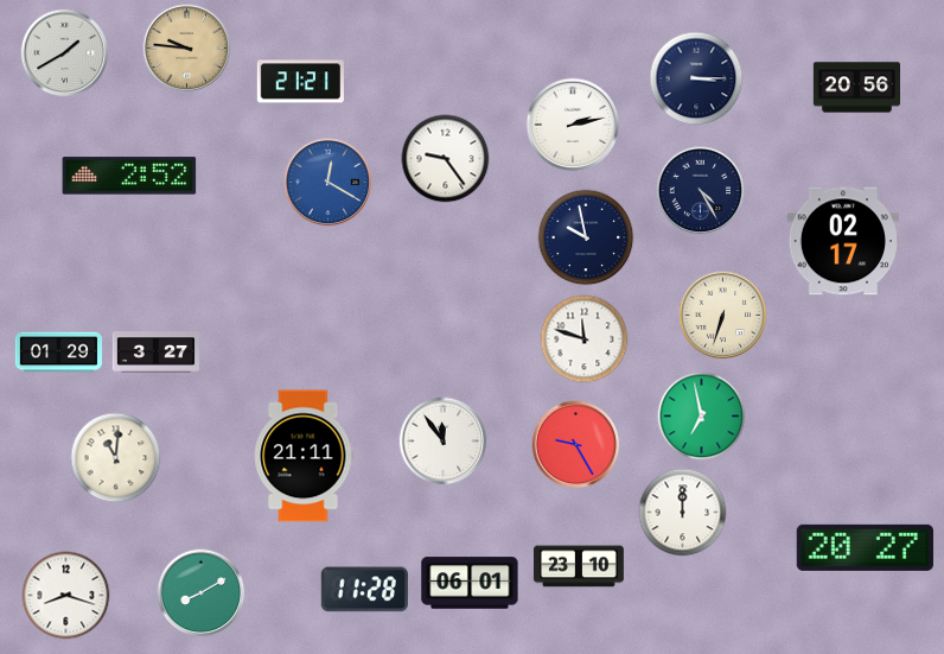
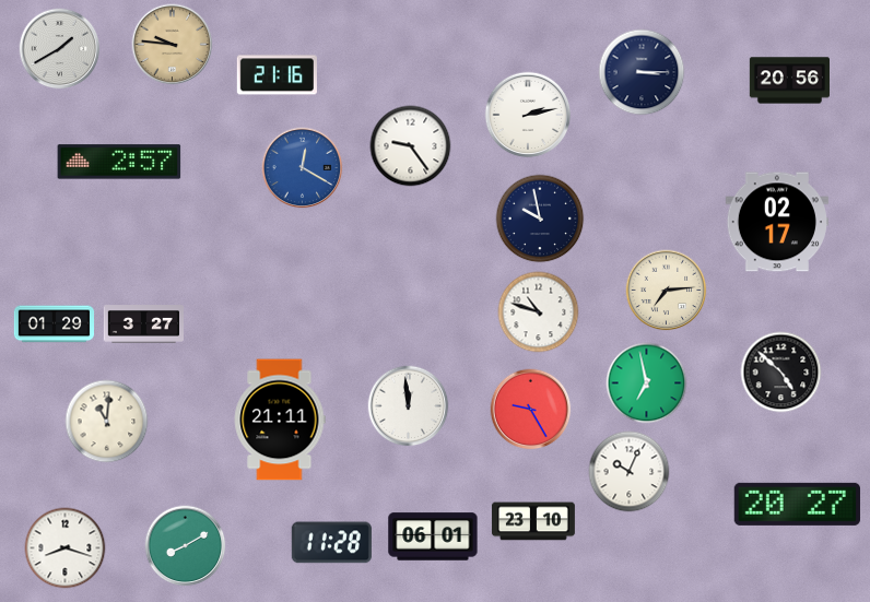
clock at (300, 82): 21:21 -> 21:16
clock at (129, 176): 2:52 -> 2:57
clock at (701, 191): 4:25 -> none
clock at (723, 316): 6:33 -> 7:14
clock at (585, 339): 11:48 -> 10:48
clock at (781, 373): none -> 4:52
clock at (444, 442): 11:54 -> 11:59
clock at (683, 513): 12:00 -> 10:04
clock at (364, 590) position: (364, 590) -> (331, 543)
clock at (66, 596) position: (66, 596) -> (66, 548)
